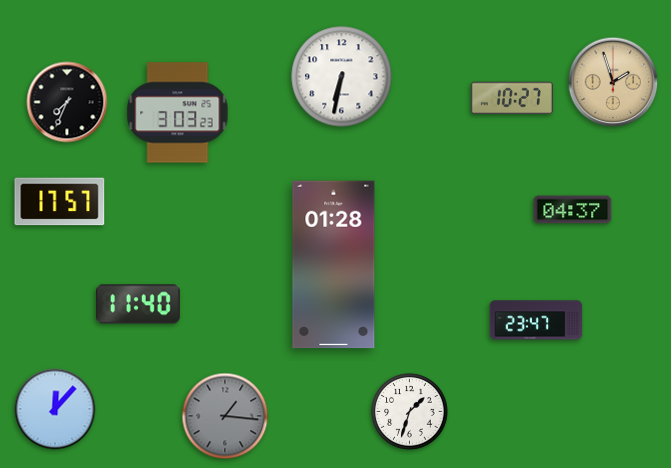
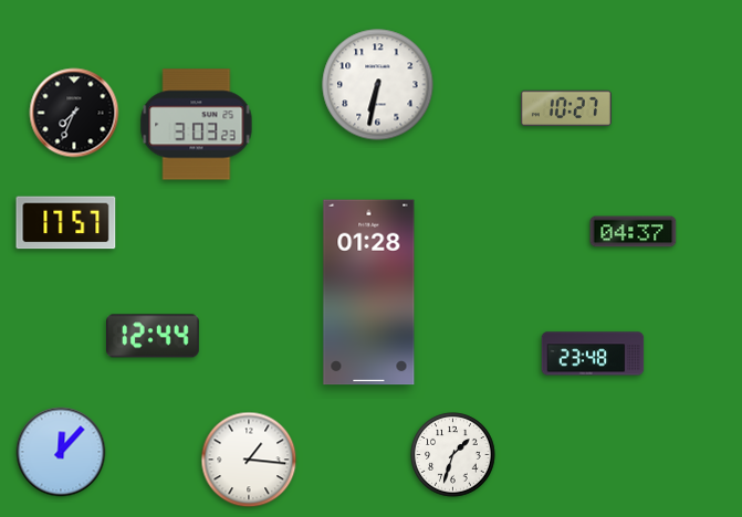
clock at (613, 82): 1:57 -> none
clock at (138, 304): 11:40 -> 12:44
clock at (536, 320): 23:47 -> 23:48
clock at (225, 416) dial: grey -> white
